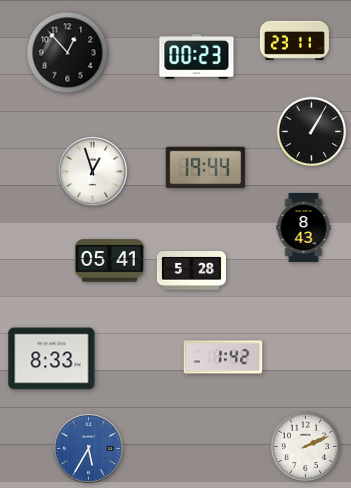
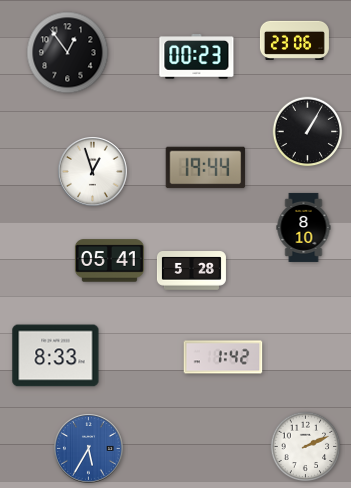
clock at (294, 40): 23:11 -> 23:06
clock at (68, 53): 12:53 -> 12:54
clock at (312, 132) position: (312, 132) -> (308, 132)
clock at (304, 227): 8:43 -> 8:10
clock at (52, 359) position: (52, 359) -> (56, 356)
